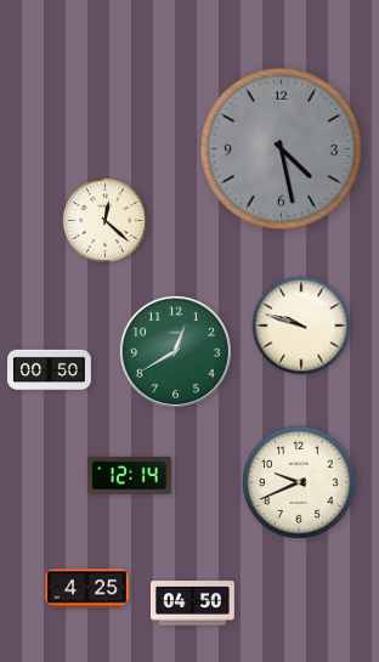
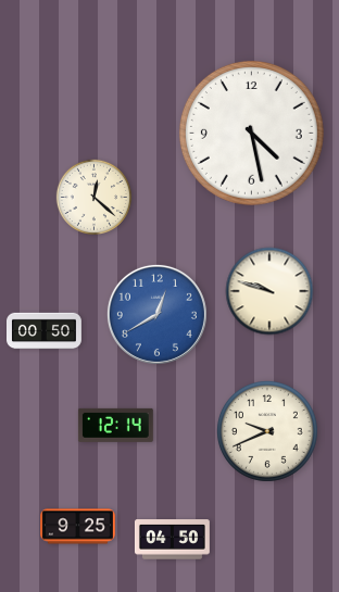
clock at (281, 148) dial: grey -> white
clock at (175, 351) dial: green -> blue
clock at (87, 589): 4:25 -> 9:25
